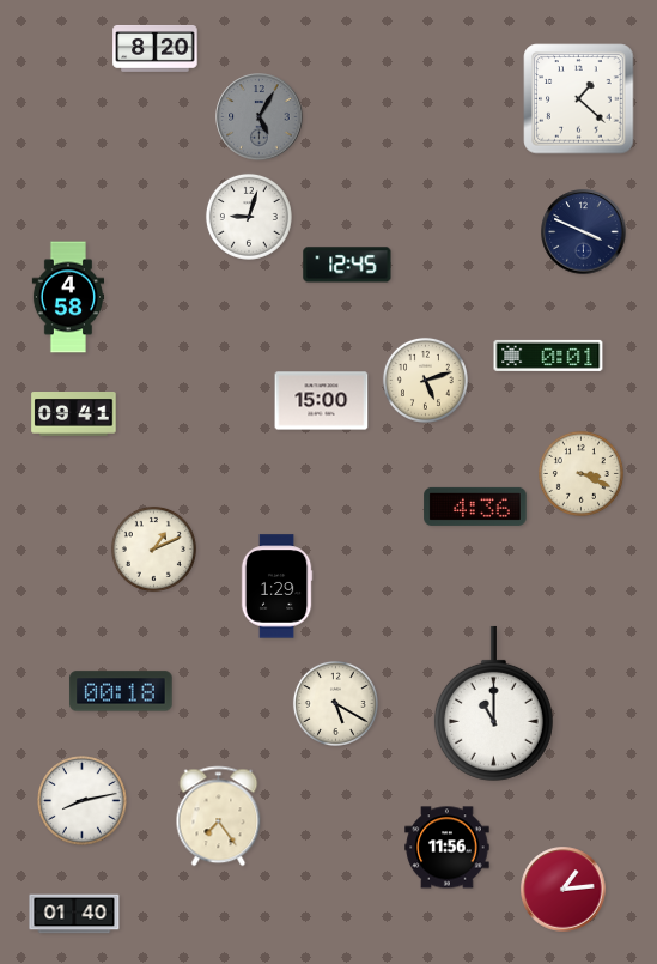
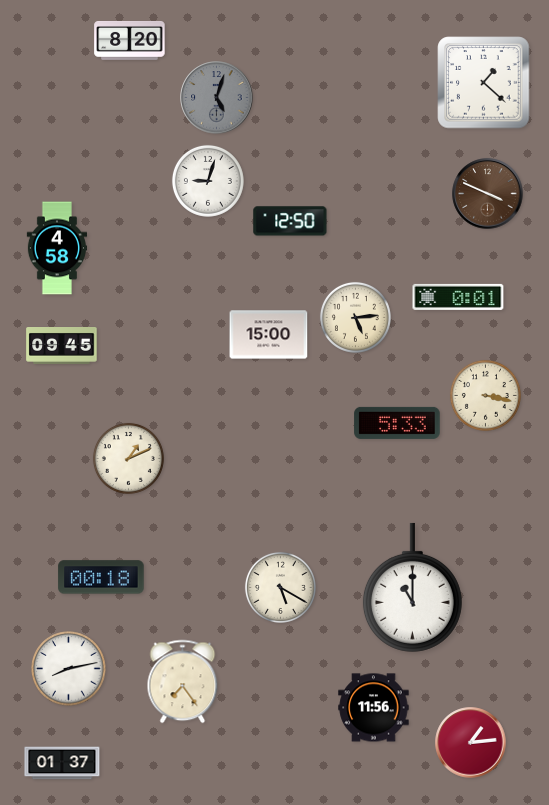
clock at (260, 117): 5:05 -> 5:03
clock at (584, 232) dial: navy -> brown
clock at (347, 265): 12:45 -> 12:50
clock at (425, 380): 5:12 -> 5:14
clock at (74, 414): 09:41 -> 09:45
clock at (580, 473): 3:19 -> 3:17
clock at (475, 507): 4:36 -> 5:33
clock at (276, 587): 1:29 -> none
clock at (74, 914): 01:40 -> 01:37
